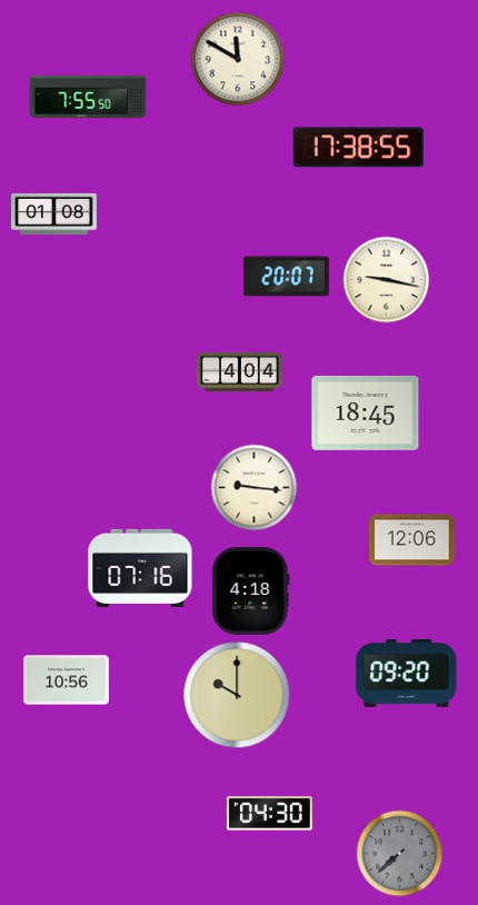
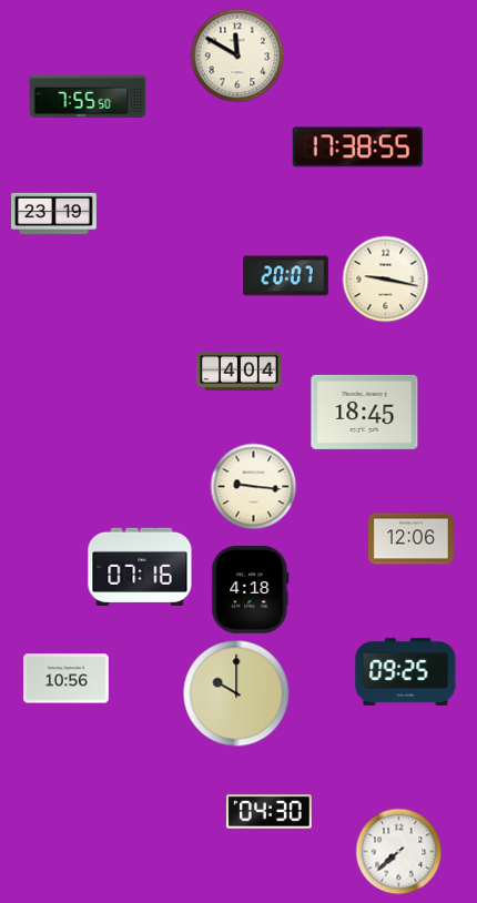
clock at (238, 59) position: (238, 59) -> (237, 55)
clock at (54, 213): 01:08 -> 23:19
clock at (407, 673): 09:20 -> 09:25
clock at (399, 853) dial: grey -> white
